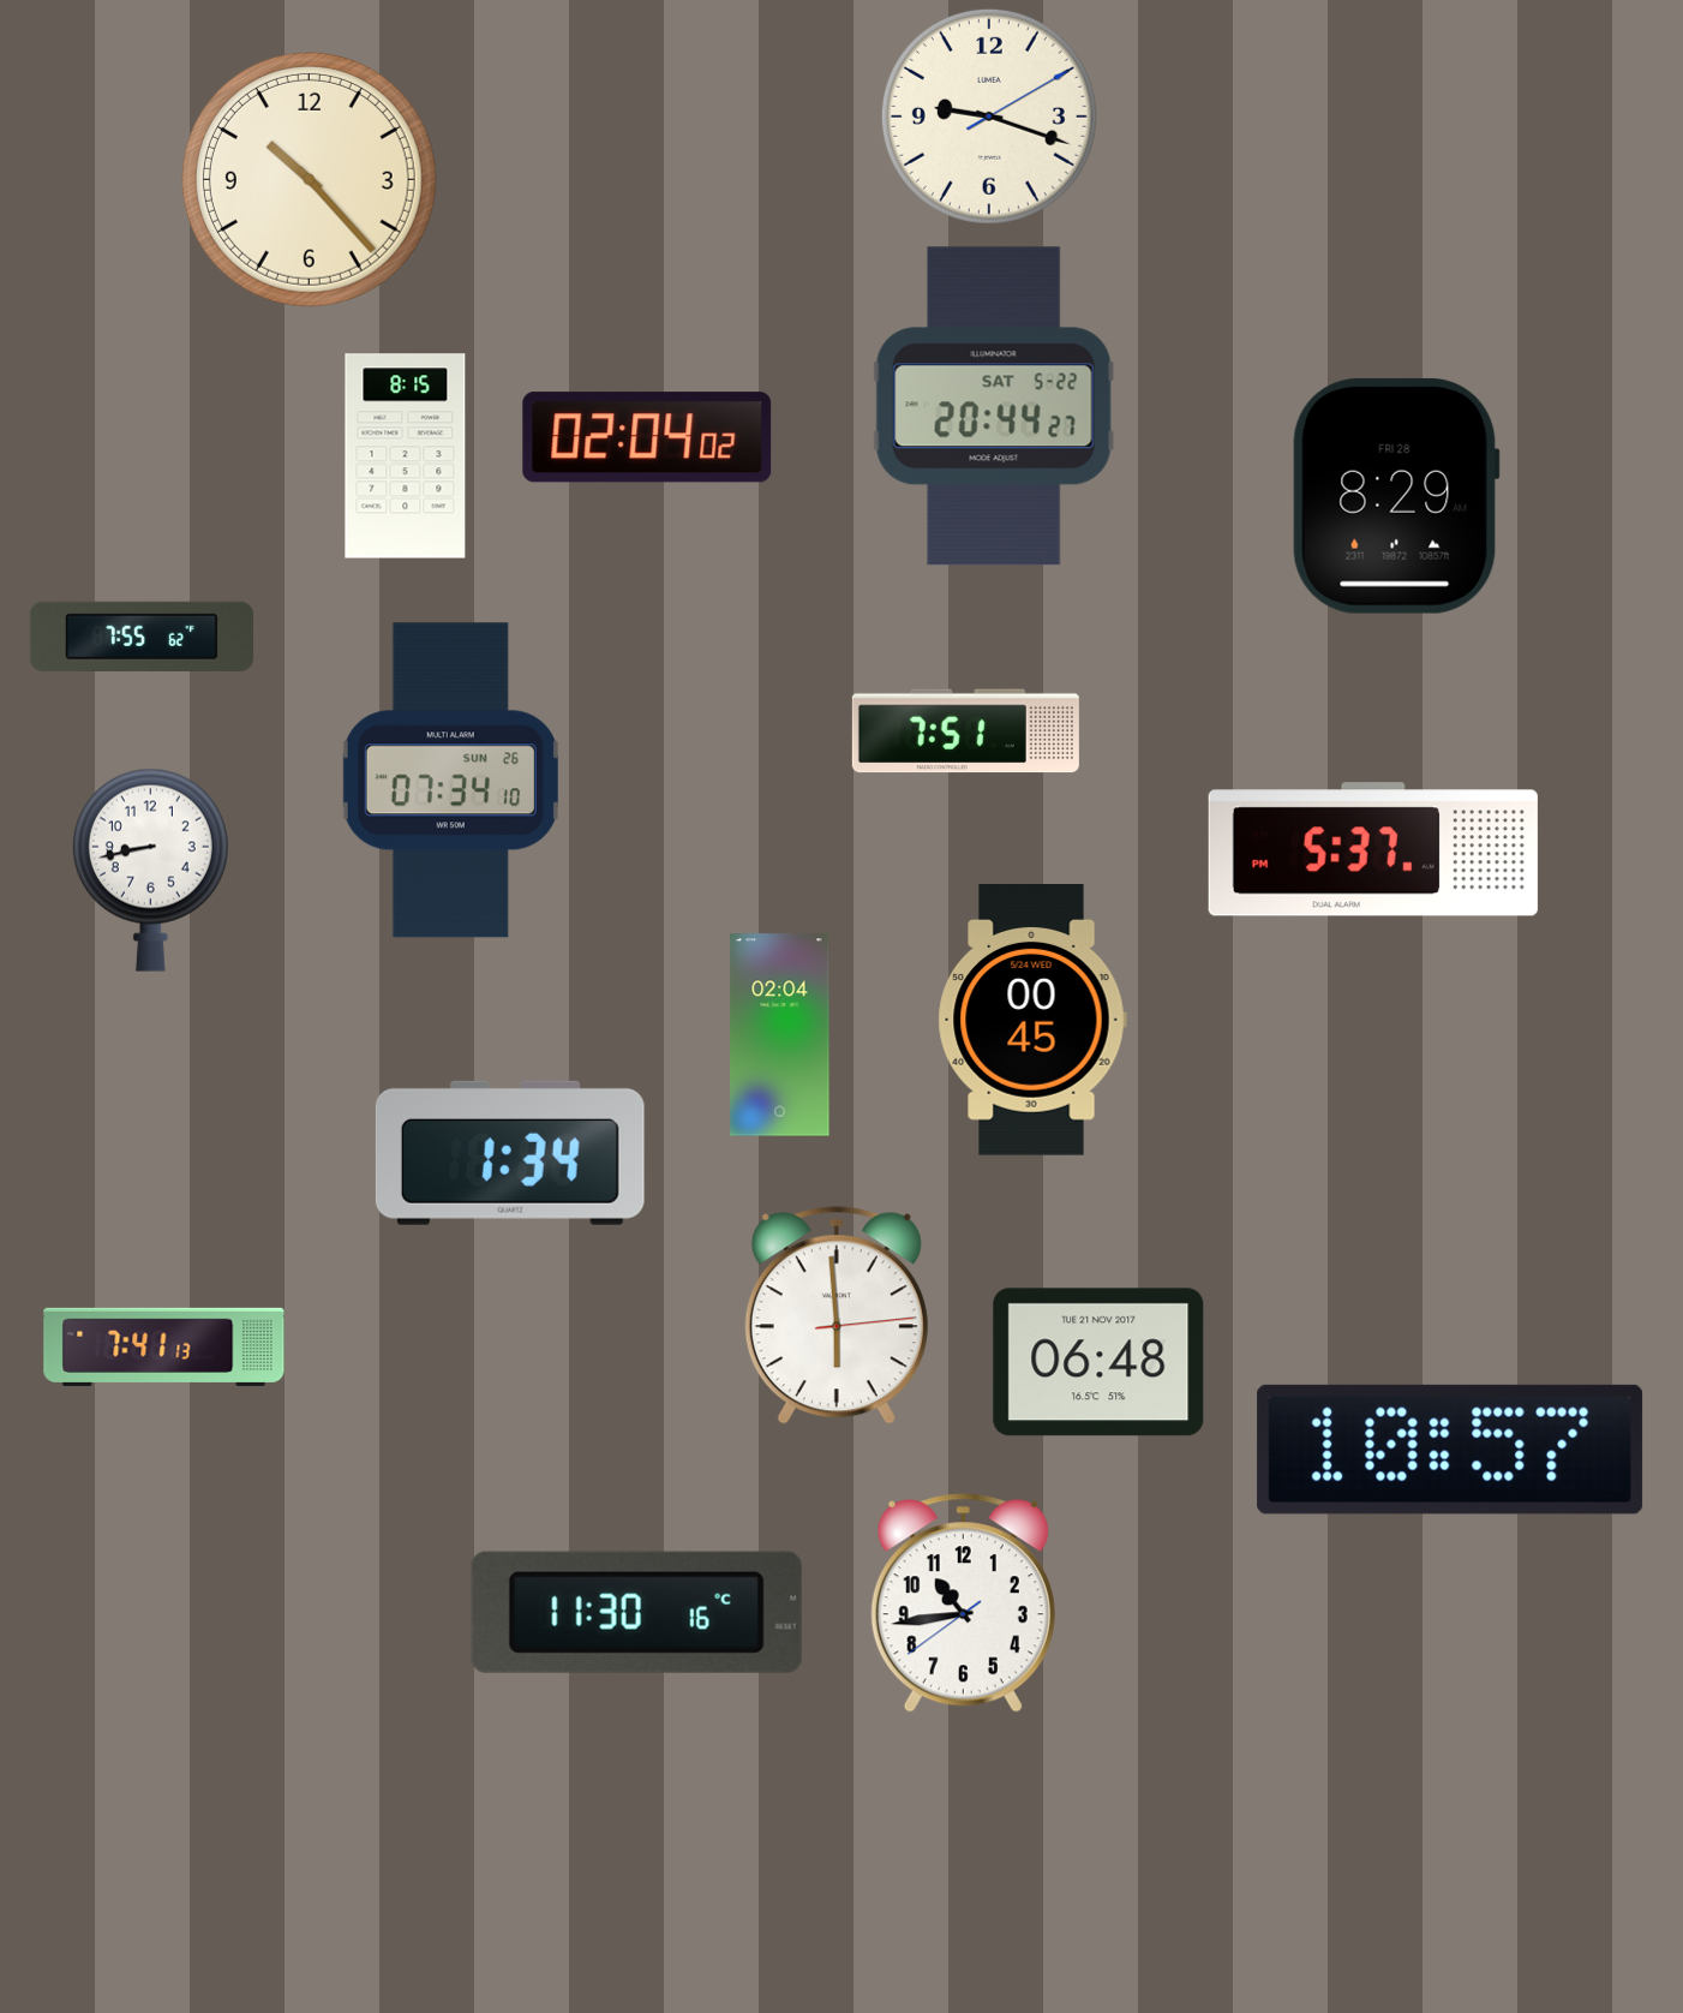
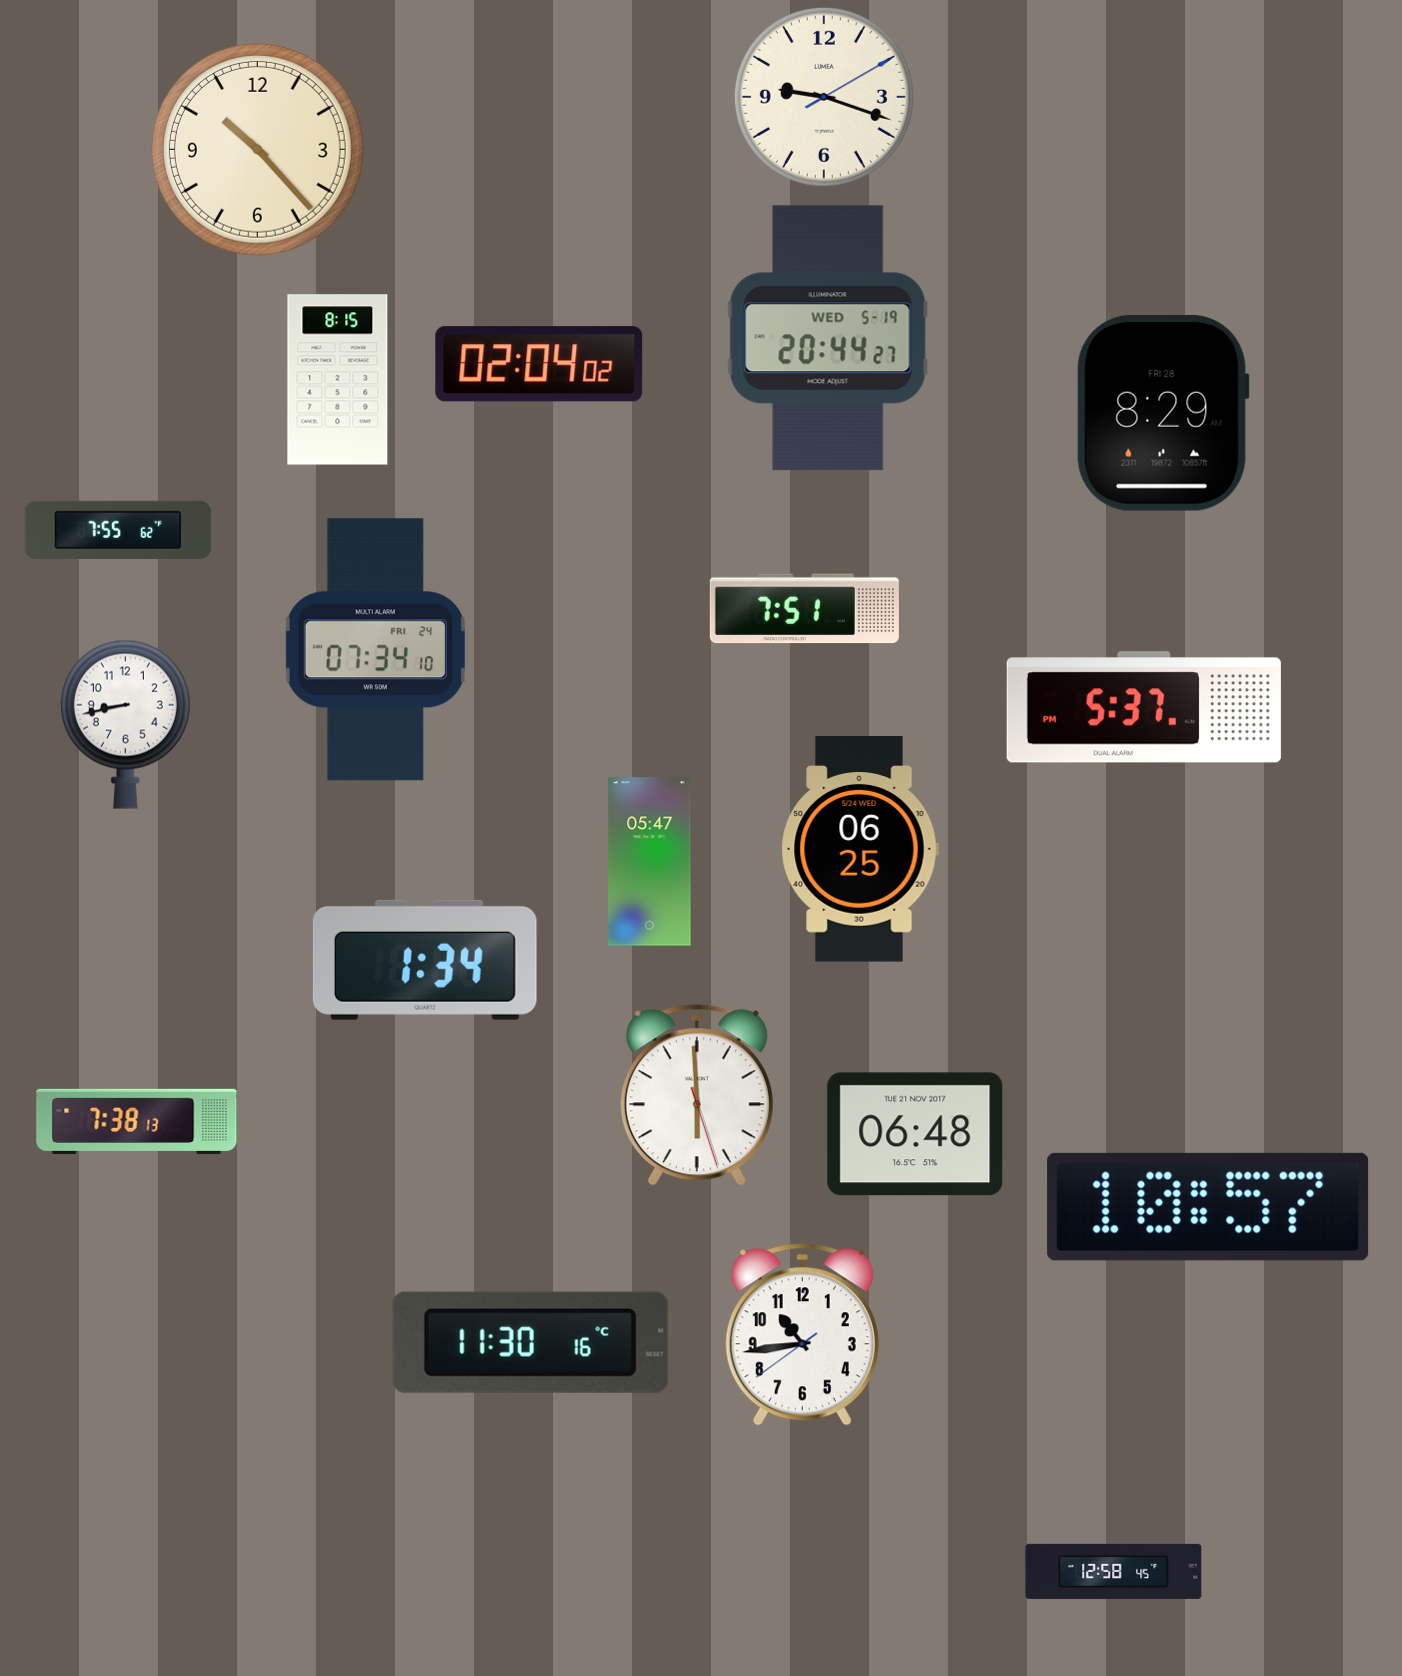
clock at (994, 406) date: SAT 5-22 -> WED 5-19
clock at (450, 781) date: SUN 26 -> FRI 24
clock at (1032, 1020): 00:45 -> 06:25
clock at (780, 1035): 02:04 -> 05:47
clock at (837, 1315): 5:59:14 -> 5:59:27
clock at (164, 1346): 7:41 -> 7:38
clock at (1114, 1571): none -> 12:58
